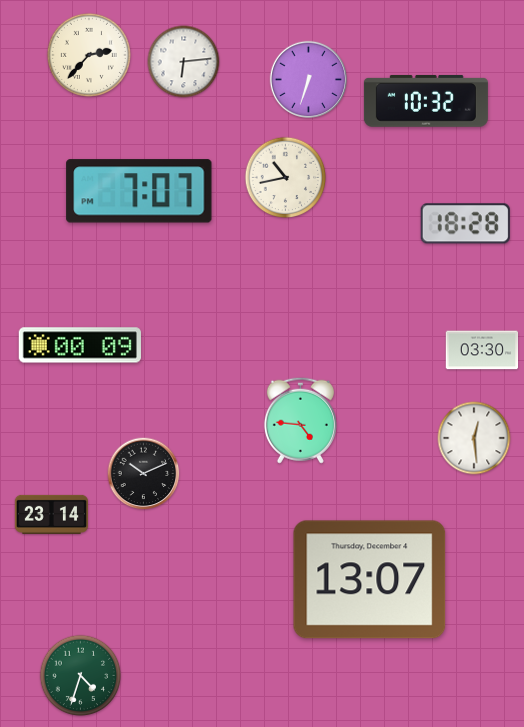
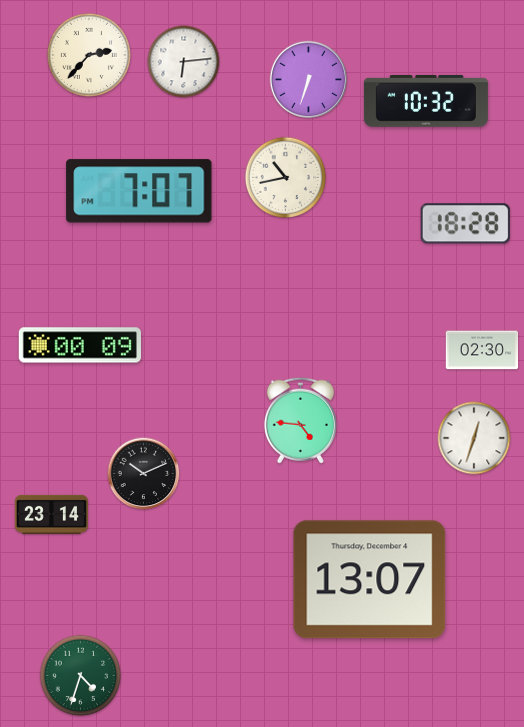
clock at (482, 350): 03:30 -> 02:30
clock at (474, 438): 12:29 -> 12:33
